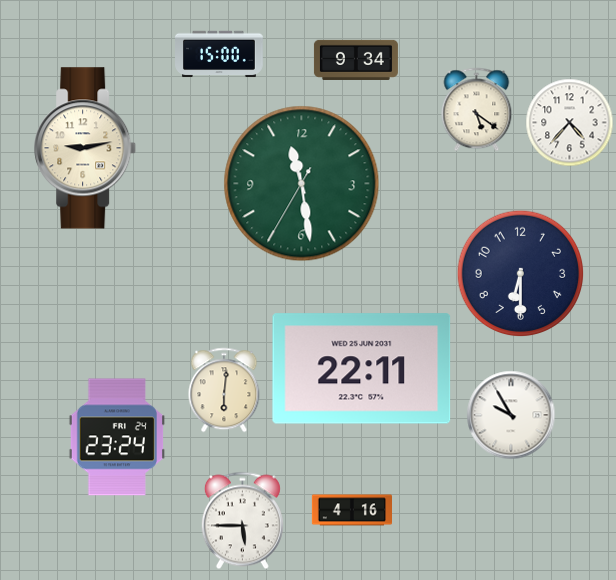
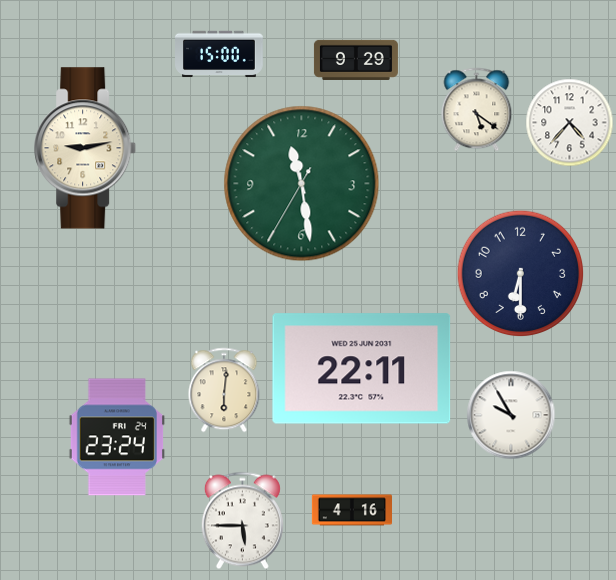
clock at (356, 60): 9:34 -> 9:29
